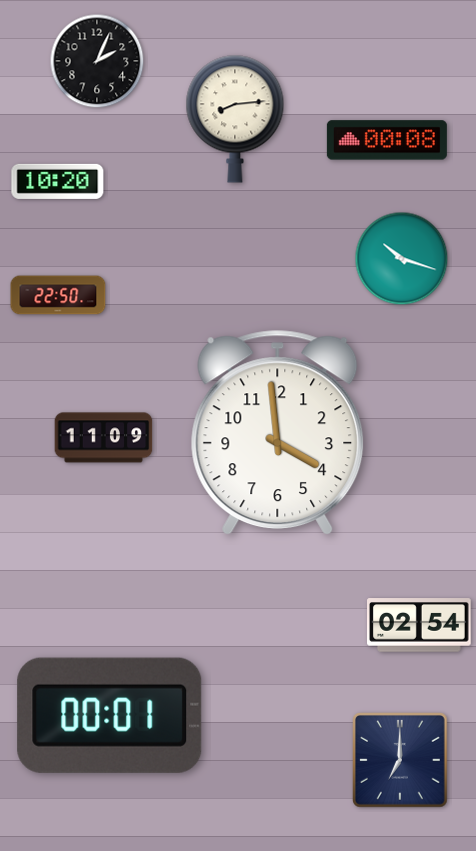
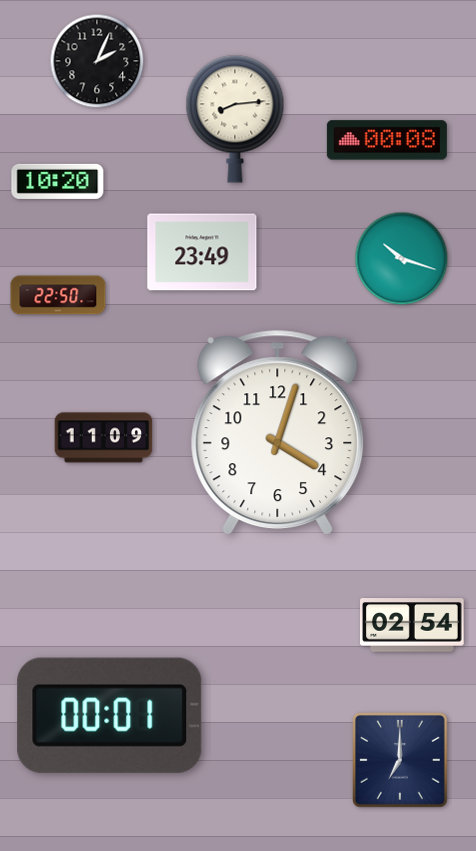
clock at (202, 252): none -> 23:49
clock at (278, 433): 3:59 -> 4:03
clock at (420, 625) position: (420, 625) -> (413, 625)
